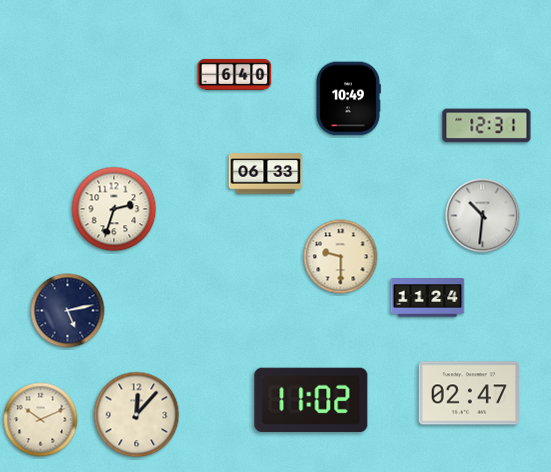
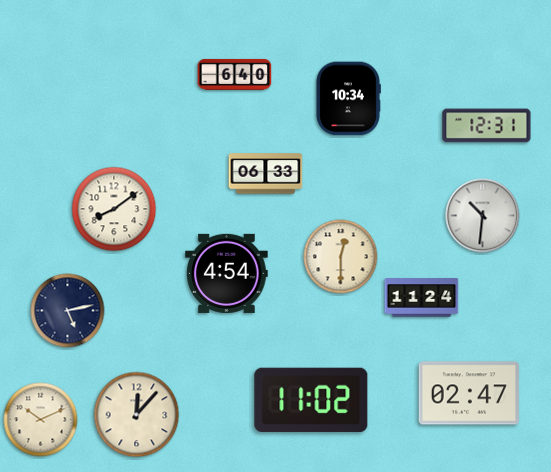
clock at (348, 99): 10:49 -> 10:34
clock at (114, 209): 2:33 -> 8:09
clock at (341, 257): 9:30 -> 12:30
clock at (227, 273): none -> 4:54
clock at (428, 298) position: (428, 298) -> (422, 298)
